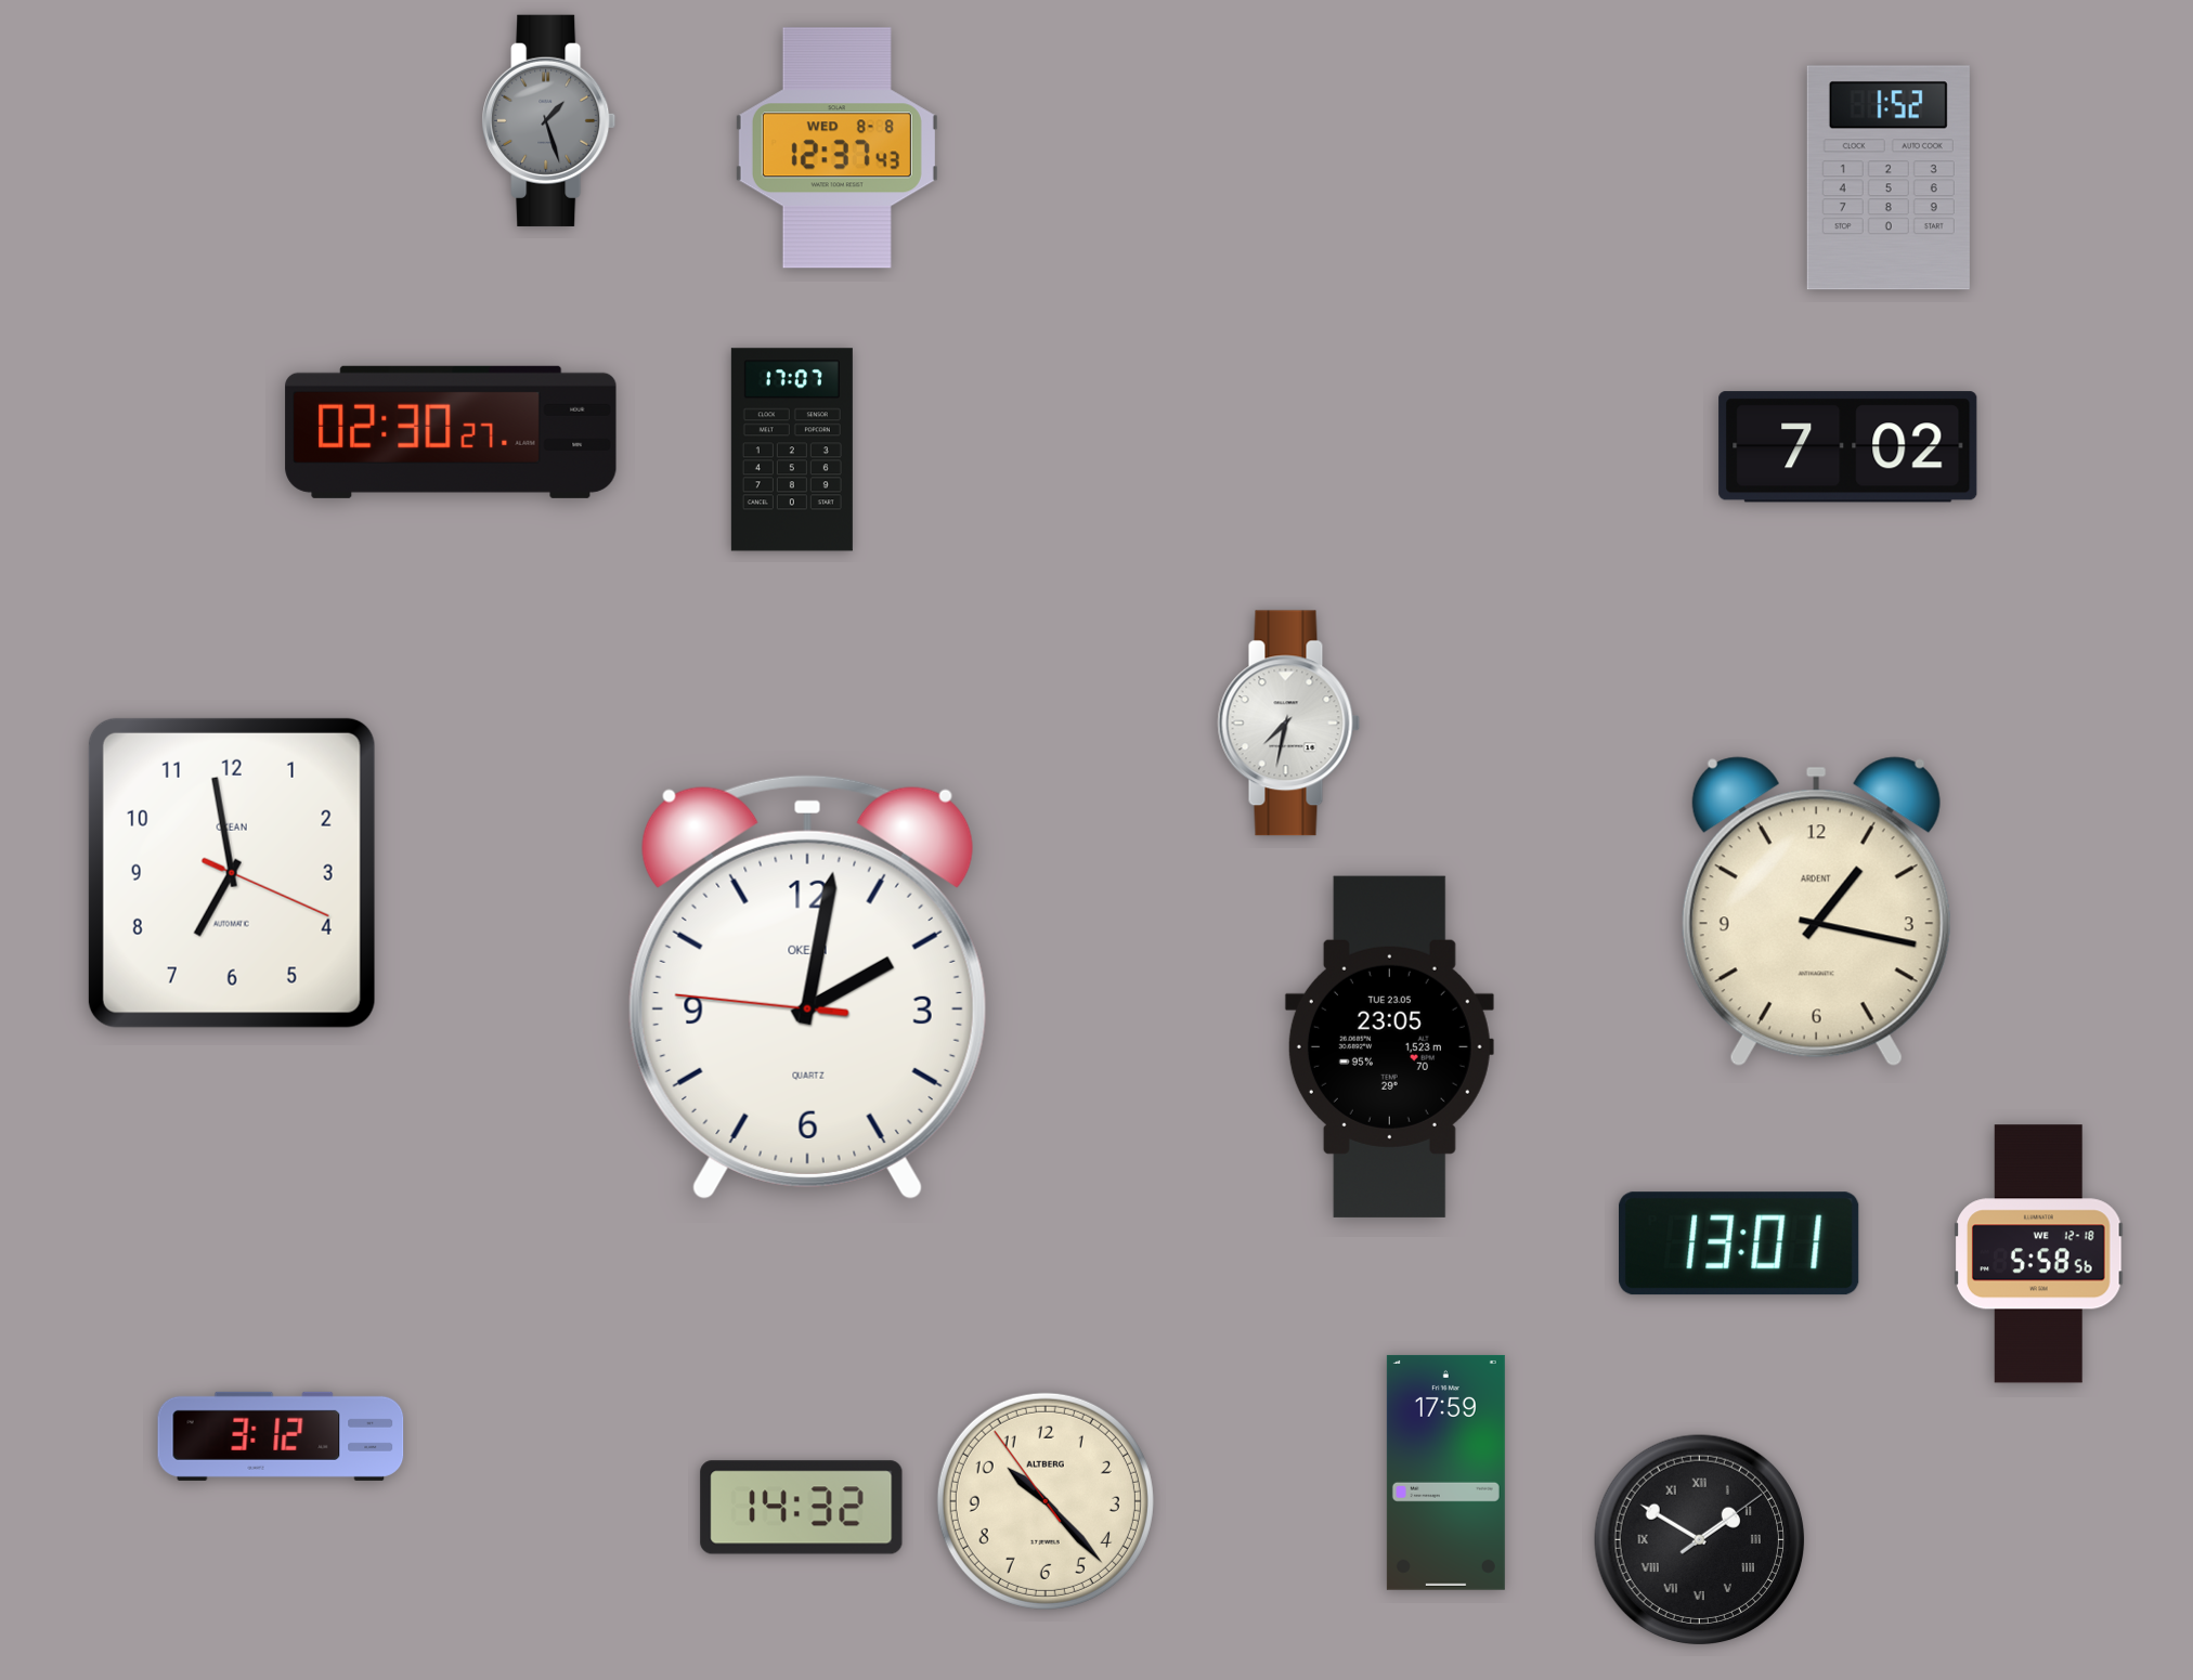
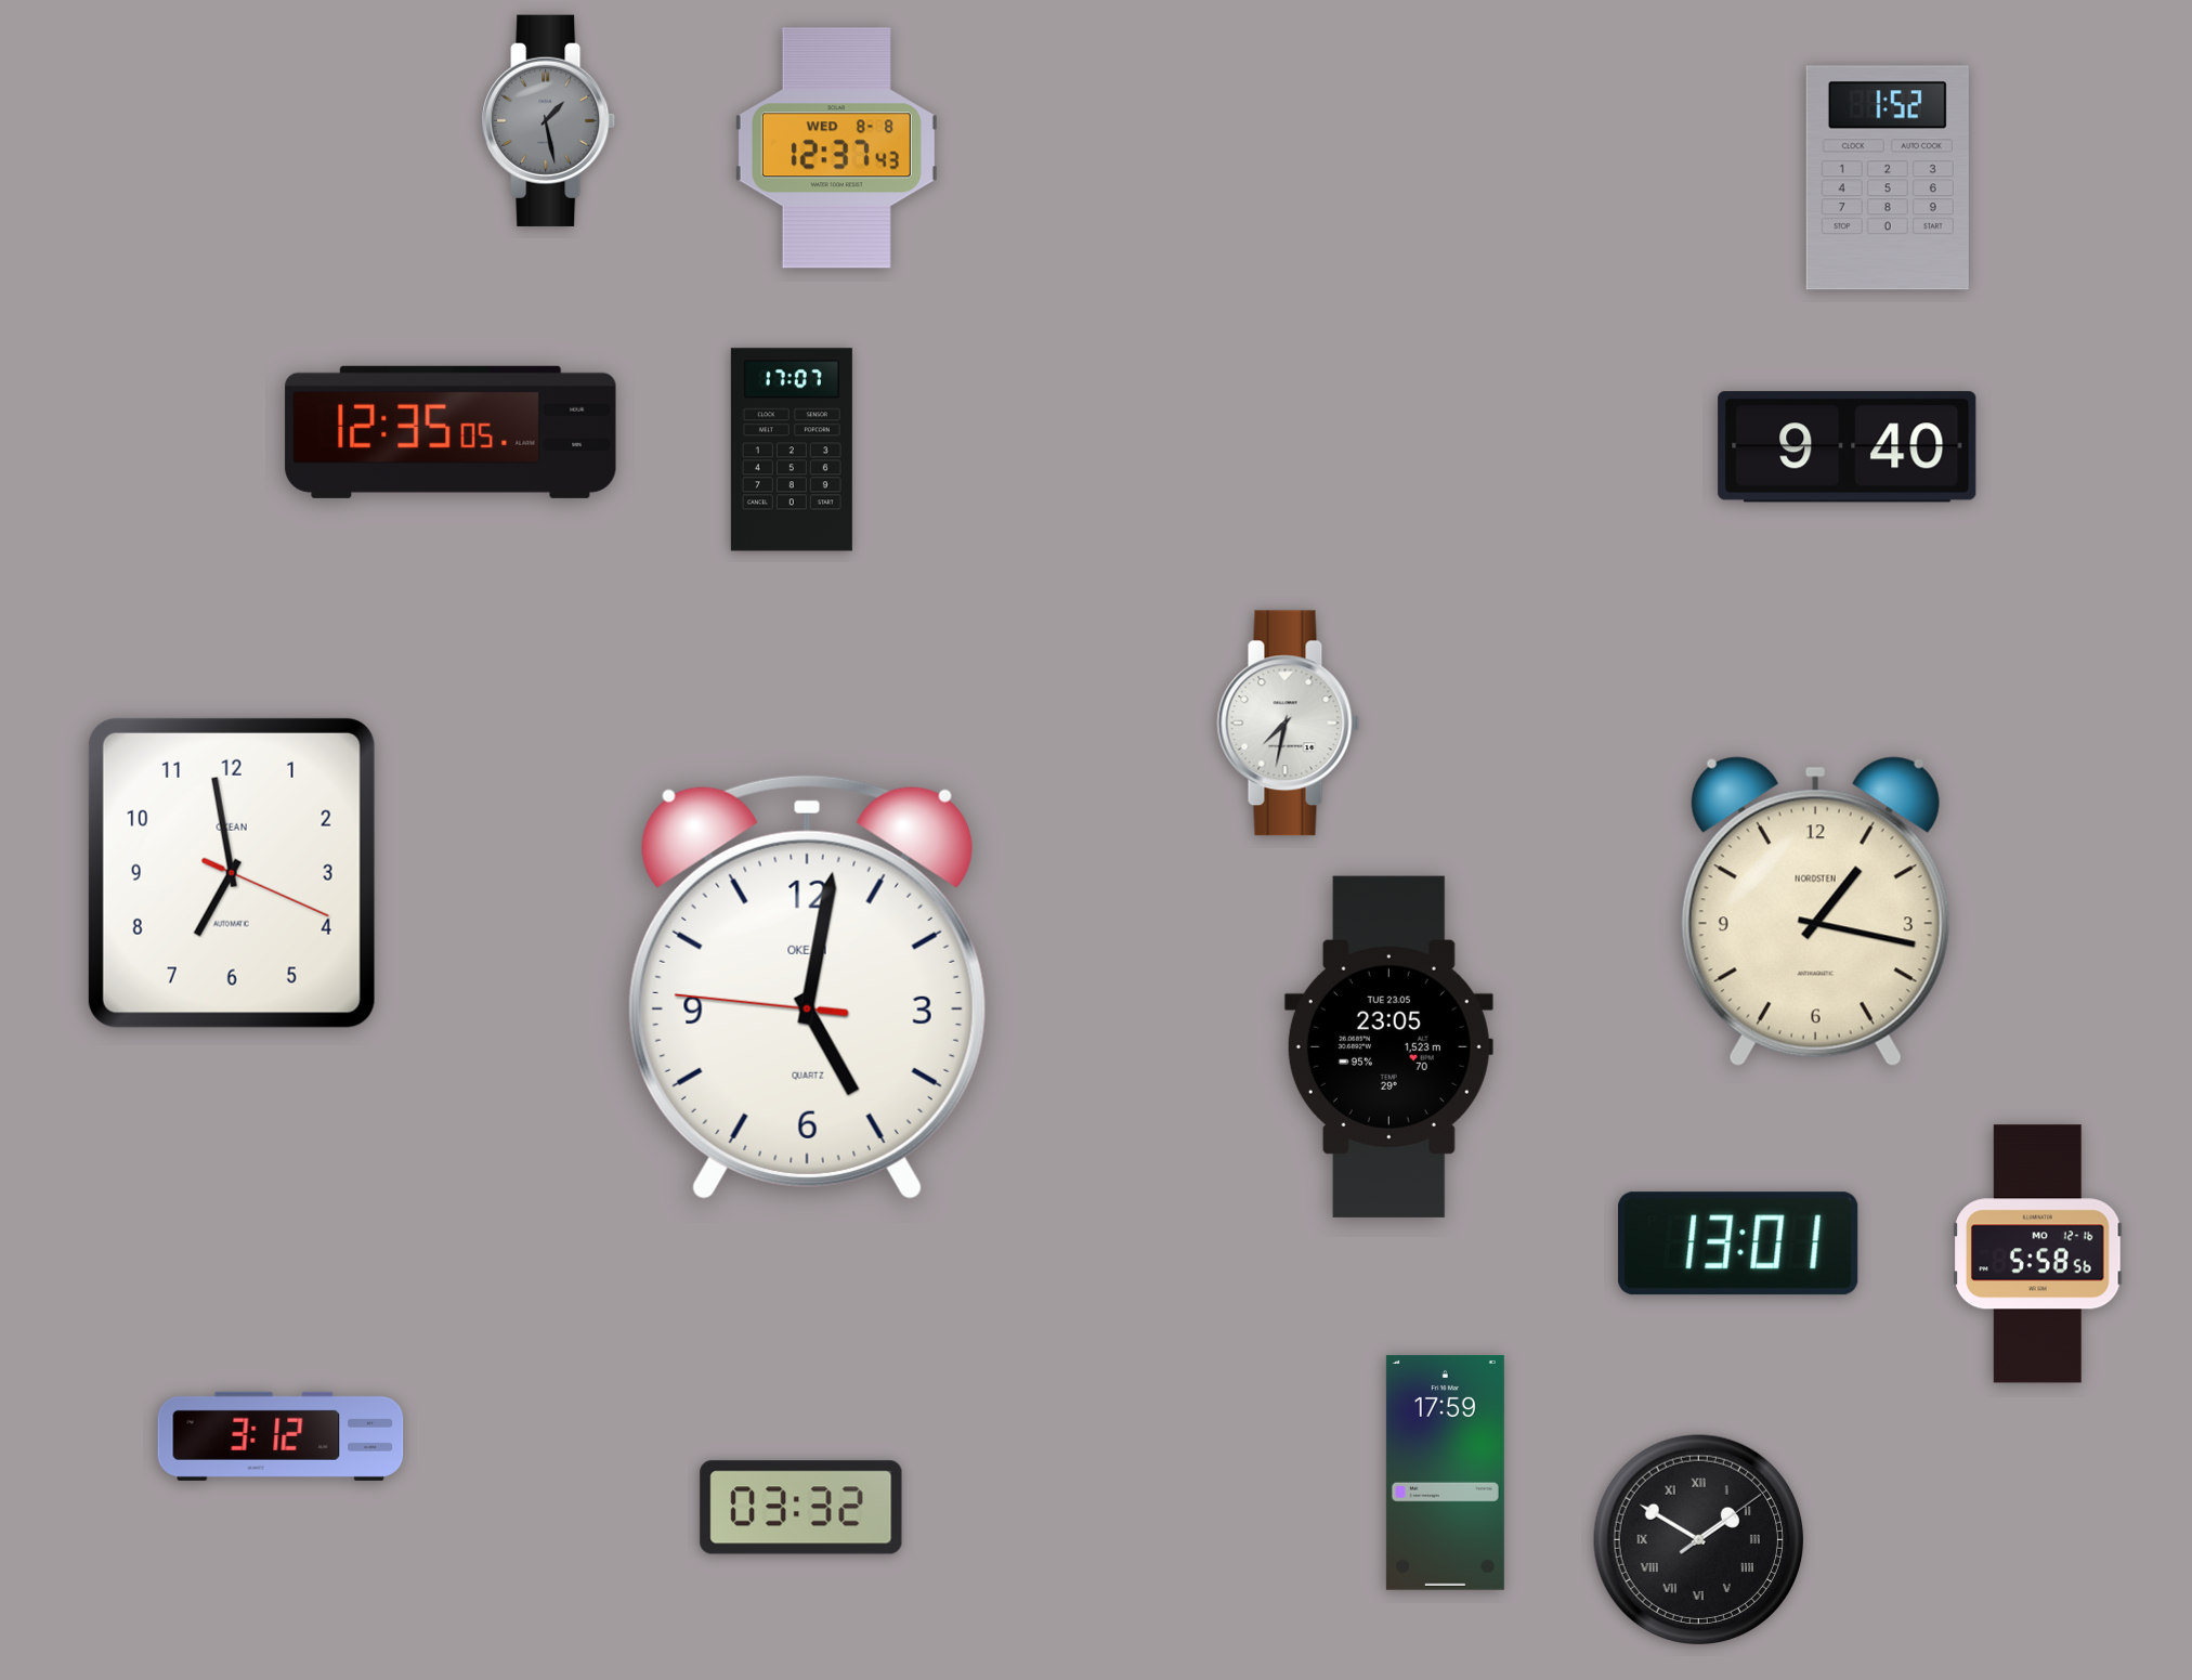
clock at (549, 120): 1:27 -> 1:28
clock at (451, 432): 02:30 -> 12:35
clock at (1848, 447): 7:02 -> 9:40
clock at (1816, 912) brand: ARDENT -> NORDSTEN
clock at (807, 987): 2:01 -> 5:01
clock at (2039, 1254) date: WE 12-18 -> MO 12-16
clock at (1046, 1501): 10:22 -> none
clock at (802, 1508): 14:32 -> 03:32
